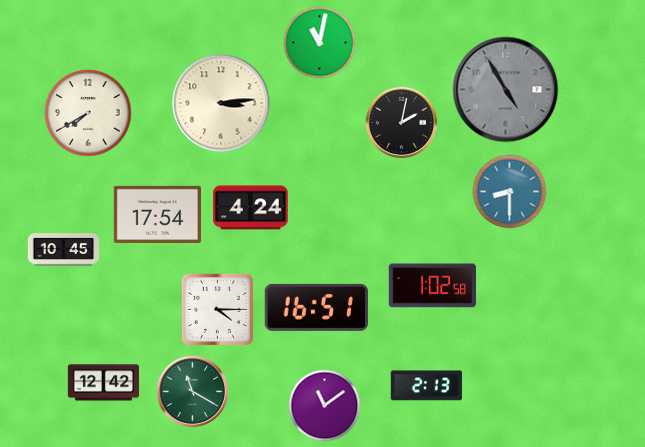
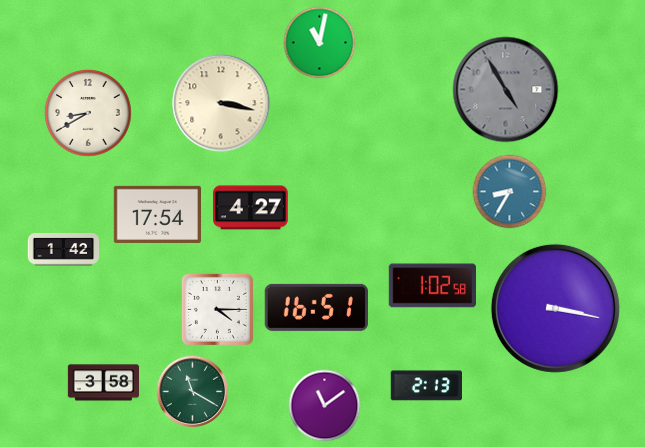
clock at (221, 103): 3:14 -> 3:17
clock at (88, 113): 7:40 -> 8:40
clock at (402, 123): 2:02 -> none
clock at (510, 192): 8:30 -> 8:35
clock at (251, 208): 4:24 -> 4:27
clock at (64, 250): 10:45 -> 1:42
clock at (555, 308): none -> 3:17
clock at (104, 383): 12:42 -> 3:58
